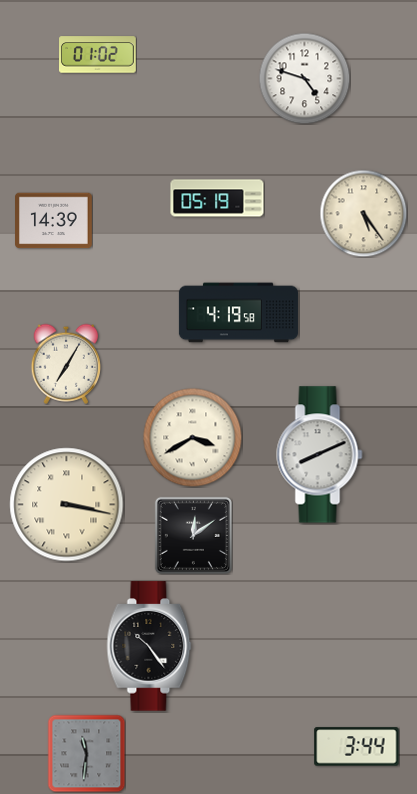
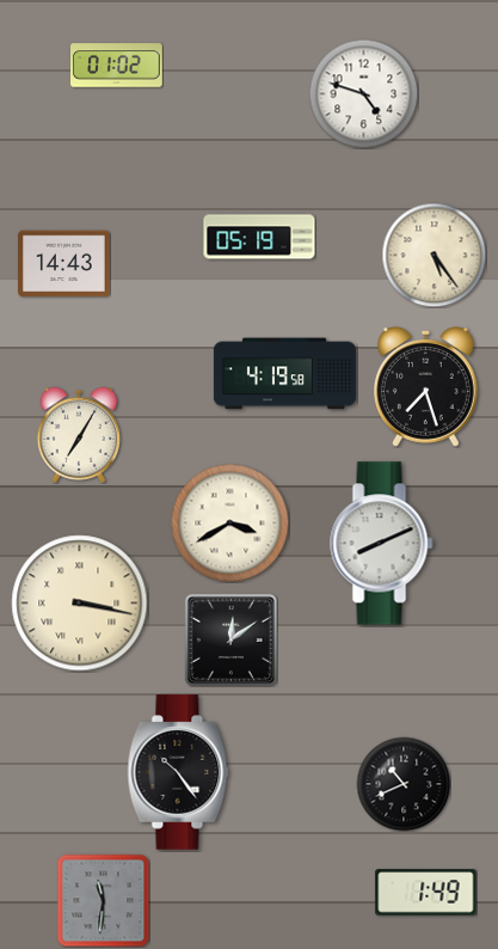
clock at (54, 221): 14:39 -> 14:43
clock at (425, 387): none -> 7:27
clock at (404, 784): none -> 10:41
clock at (357, 747): 3:44 -> 1:49
